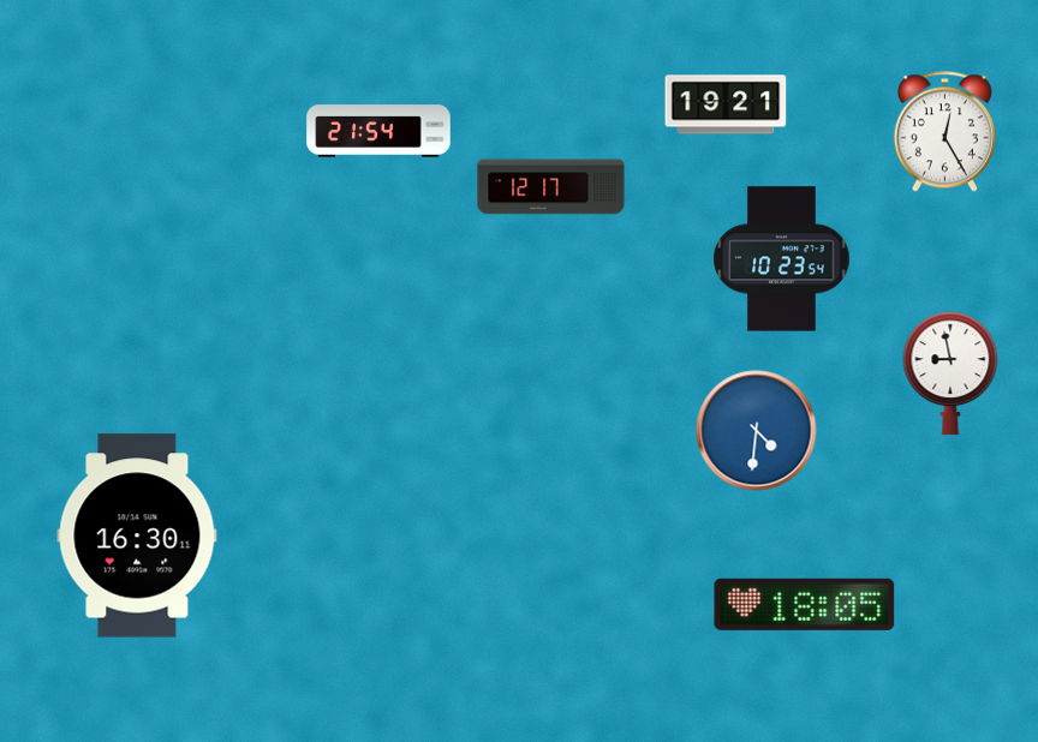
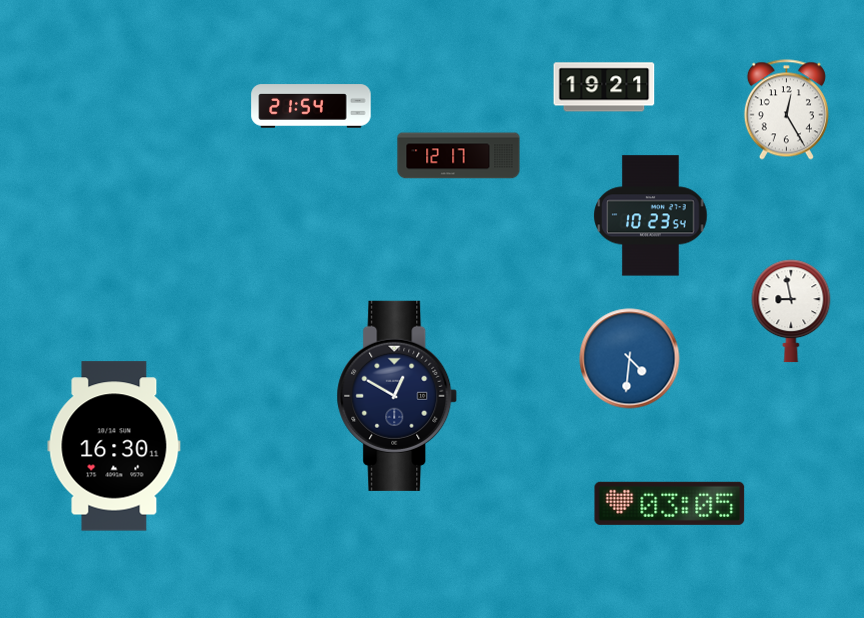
clock at (378, 131) position: (378, 131) -> (311, 106)
clock at (397, 396): none -> 12:50
clock at (805, 604): 18:05 -> 03:05
